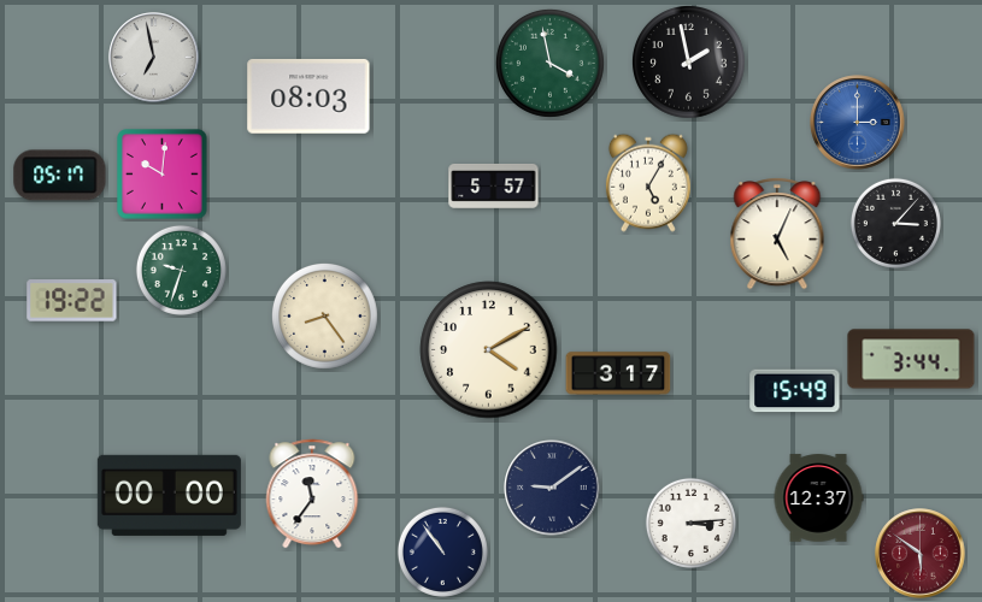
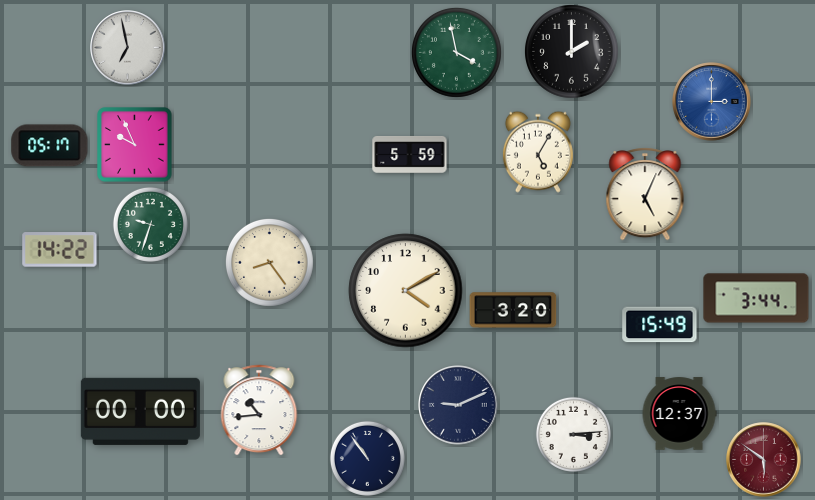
clock at (689, 63): 1:58 -> 2:00
clock at (308, 96): 08:03 -> none
clock at (163, 175): 10:01 -> 9:56
clock at (494, 185): 5:57 -> 5:59
clock at (895, 223): 3:07 -> none
clock at (72, 301): 19:22 -> 14:22
clock at (618, 373): 3:17 -> 3:20
clock at (552, 488): 9:09 -> 9:11
clock at (312, 494): 11:36 -> 10:44
